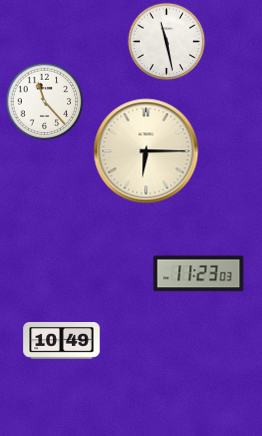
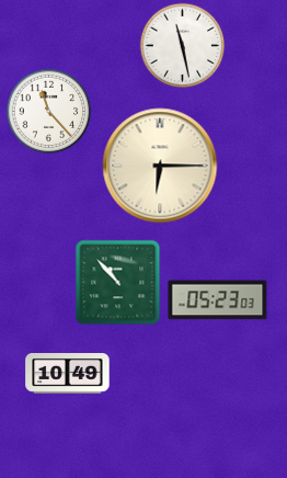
clock at (117, 282): none -> 10:53
clock at (199, 274): 11:23 -> 05:23
